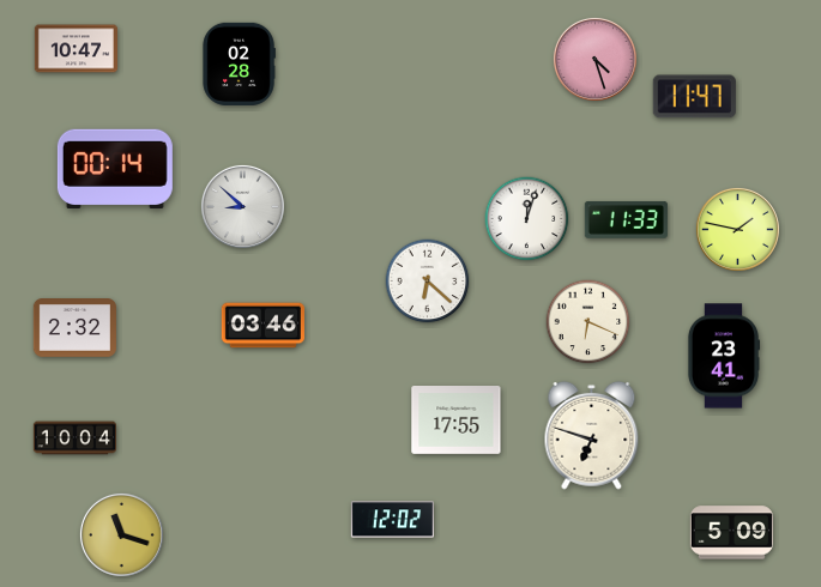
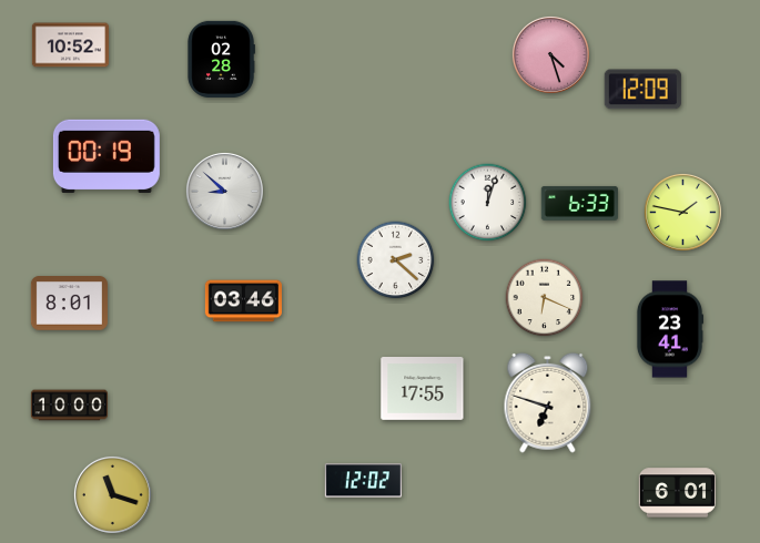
clock at (76, 49): 10:47 -> 10:52
clock at (694, 97): 11:47 -> 12:09
clock at (115, 168): 00:14 -> 00:19
clock at (626, 219): 11:33 -> 6:33
clock at (428, 282): 6:22 -> 2:22
clock at (74, 328): 2:32 -> 8:01
clock at (74, 438): 10:04 -> 10:00
clock at (731, 533): 5:09 -> 6:01
